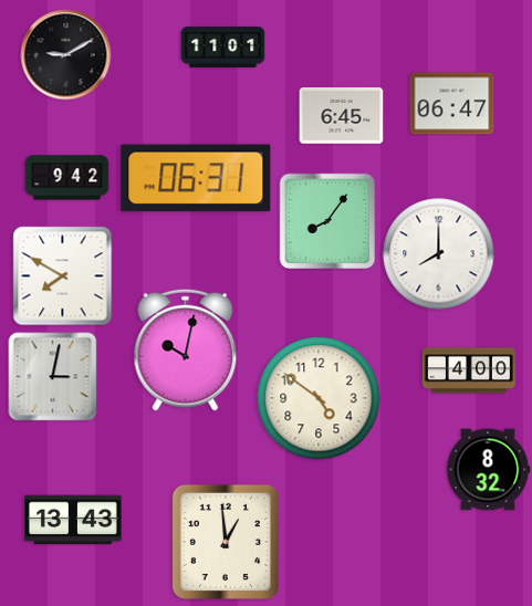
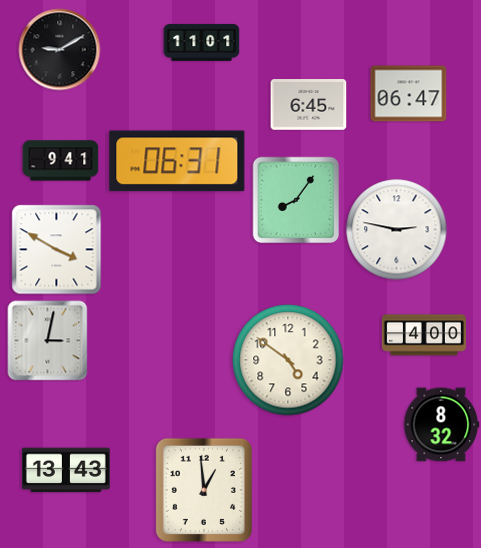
clock at (67, 178): 9:42 -> 9:41
clock at (439, 254): 8:00 -> 2:47
clock at (63, 276): 7:50 -> 3:50
clock at (186, 349): 10:02 -> none
